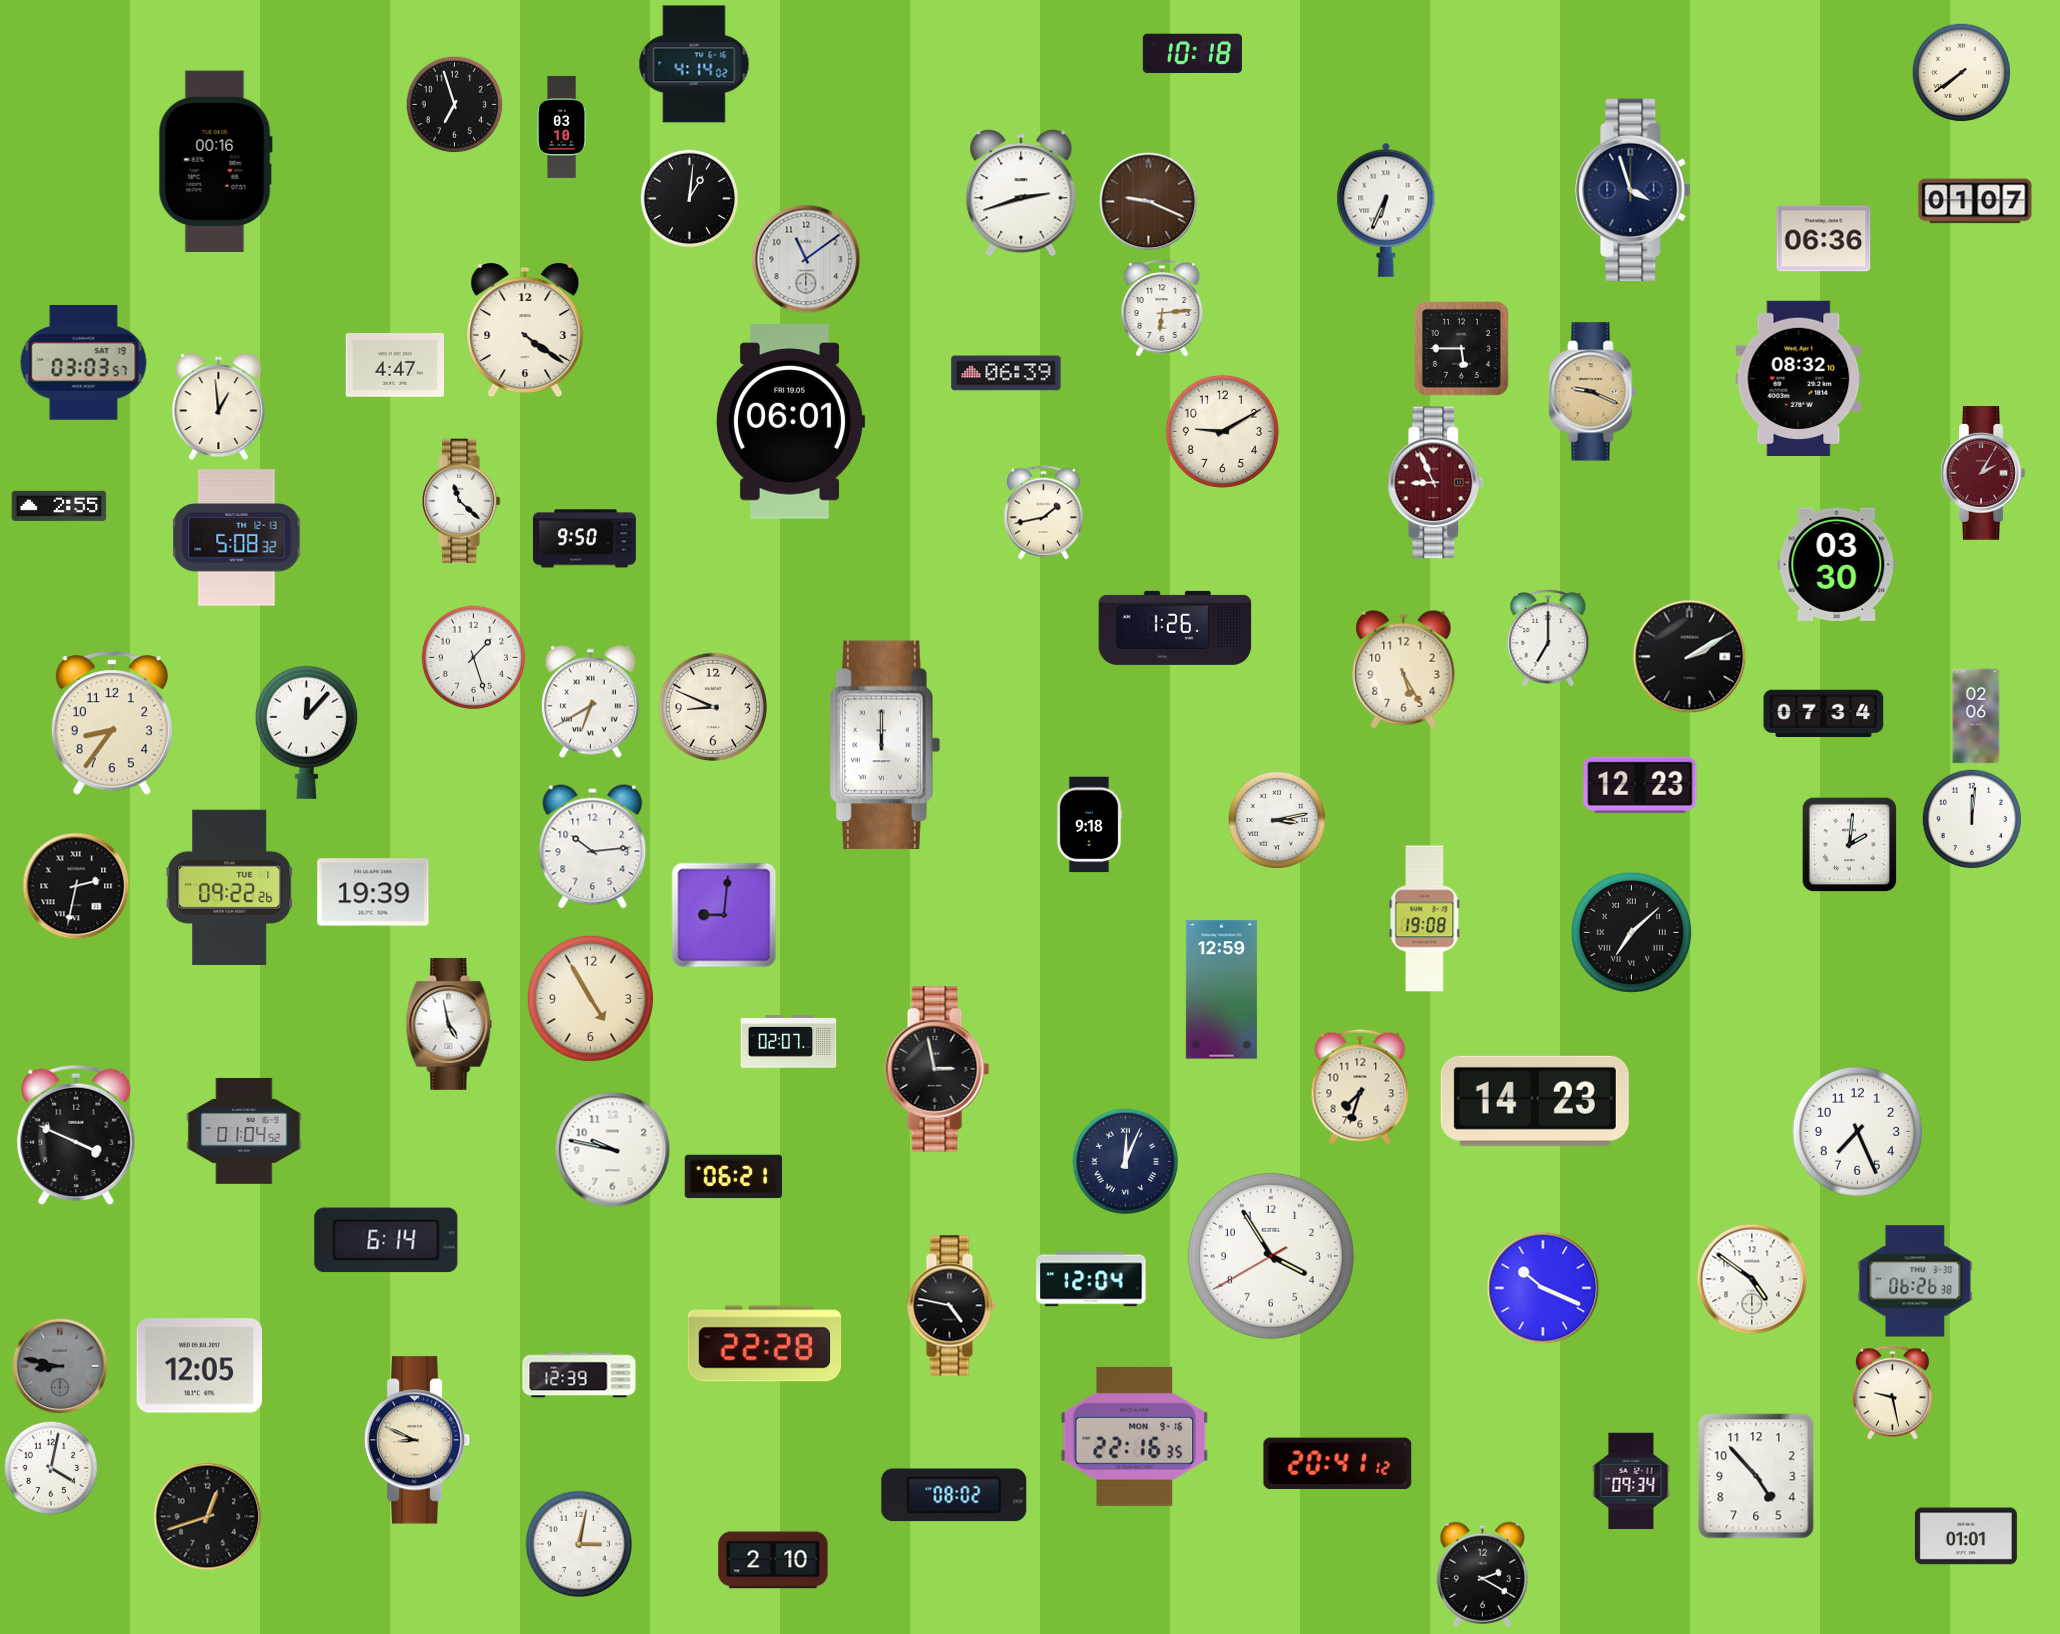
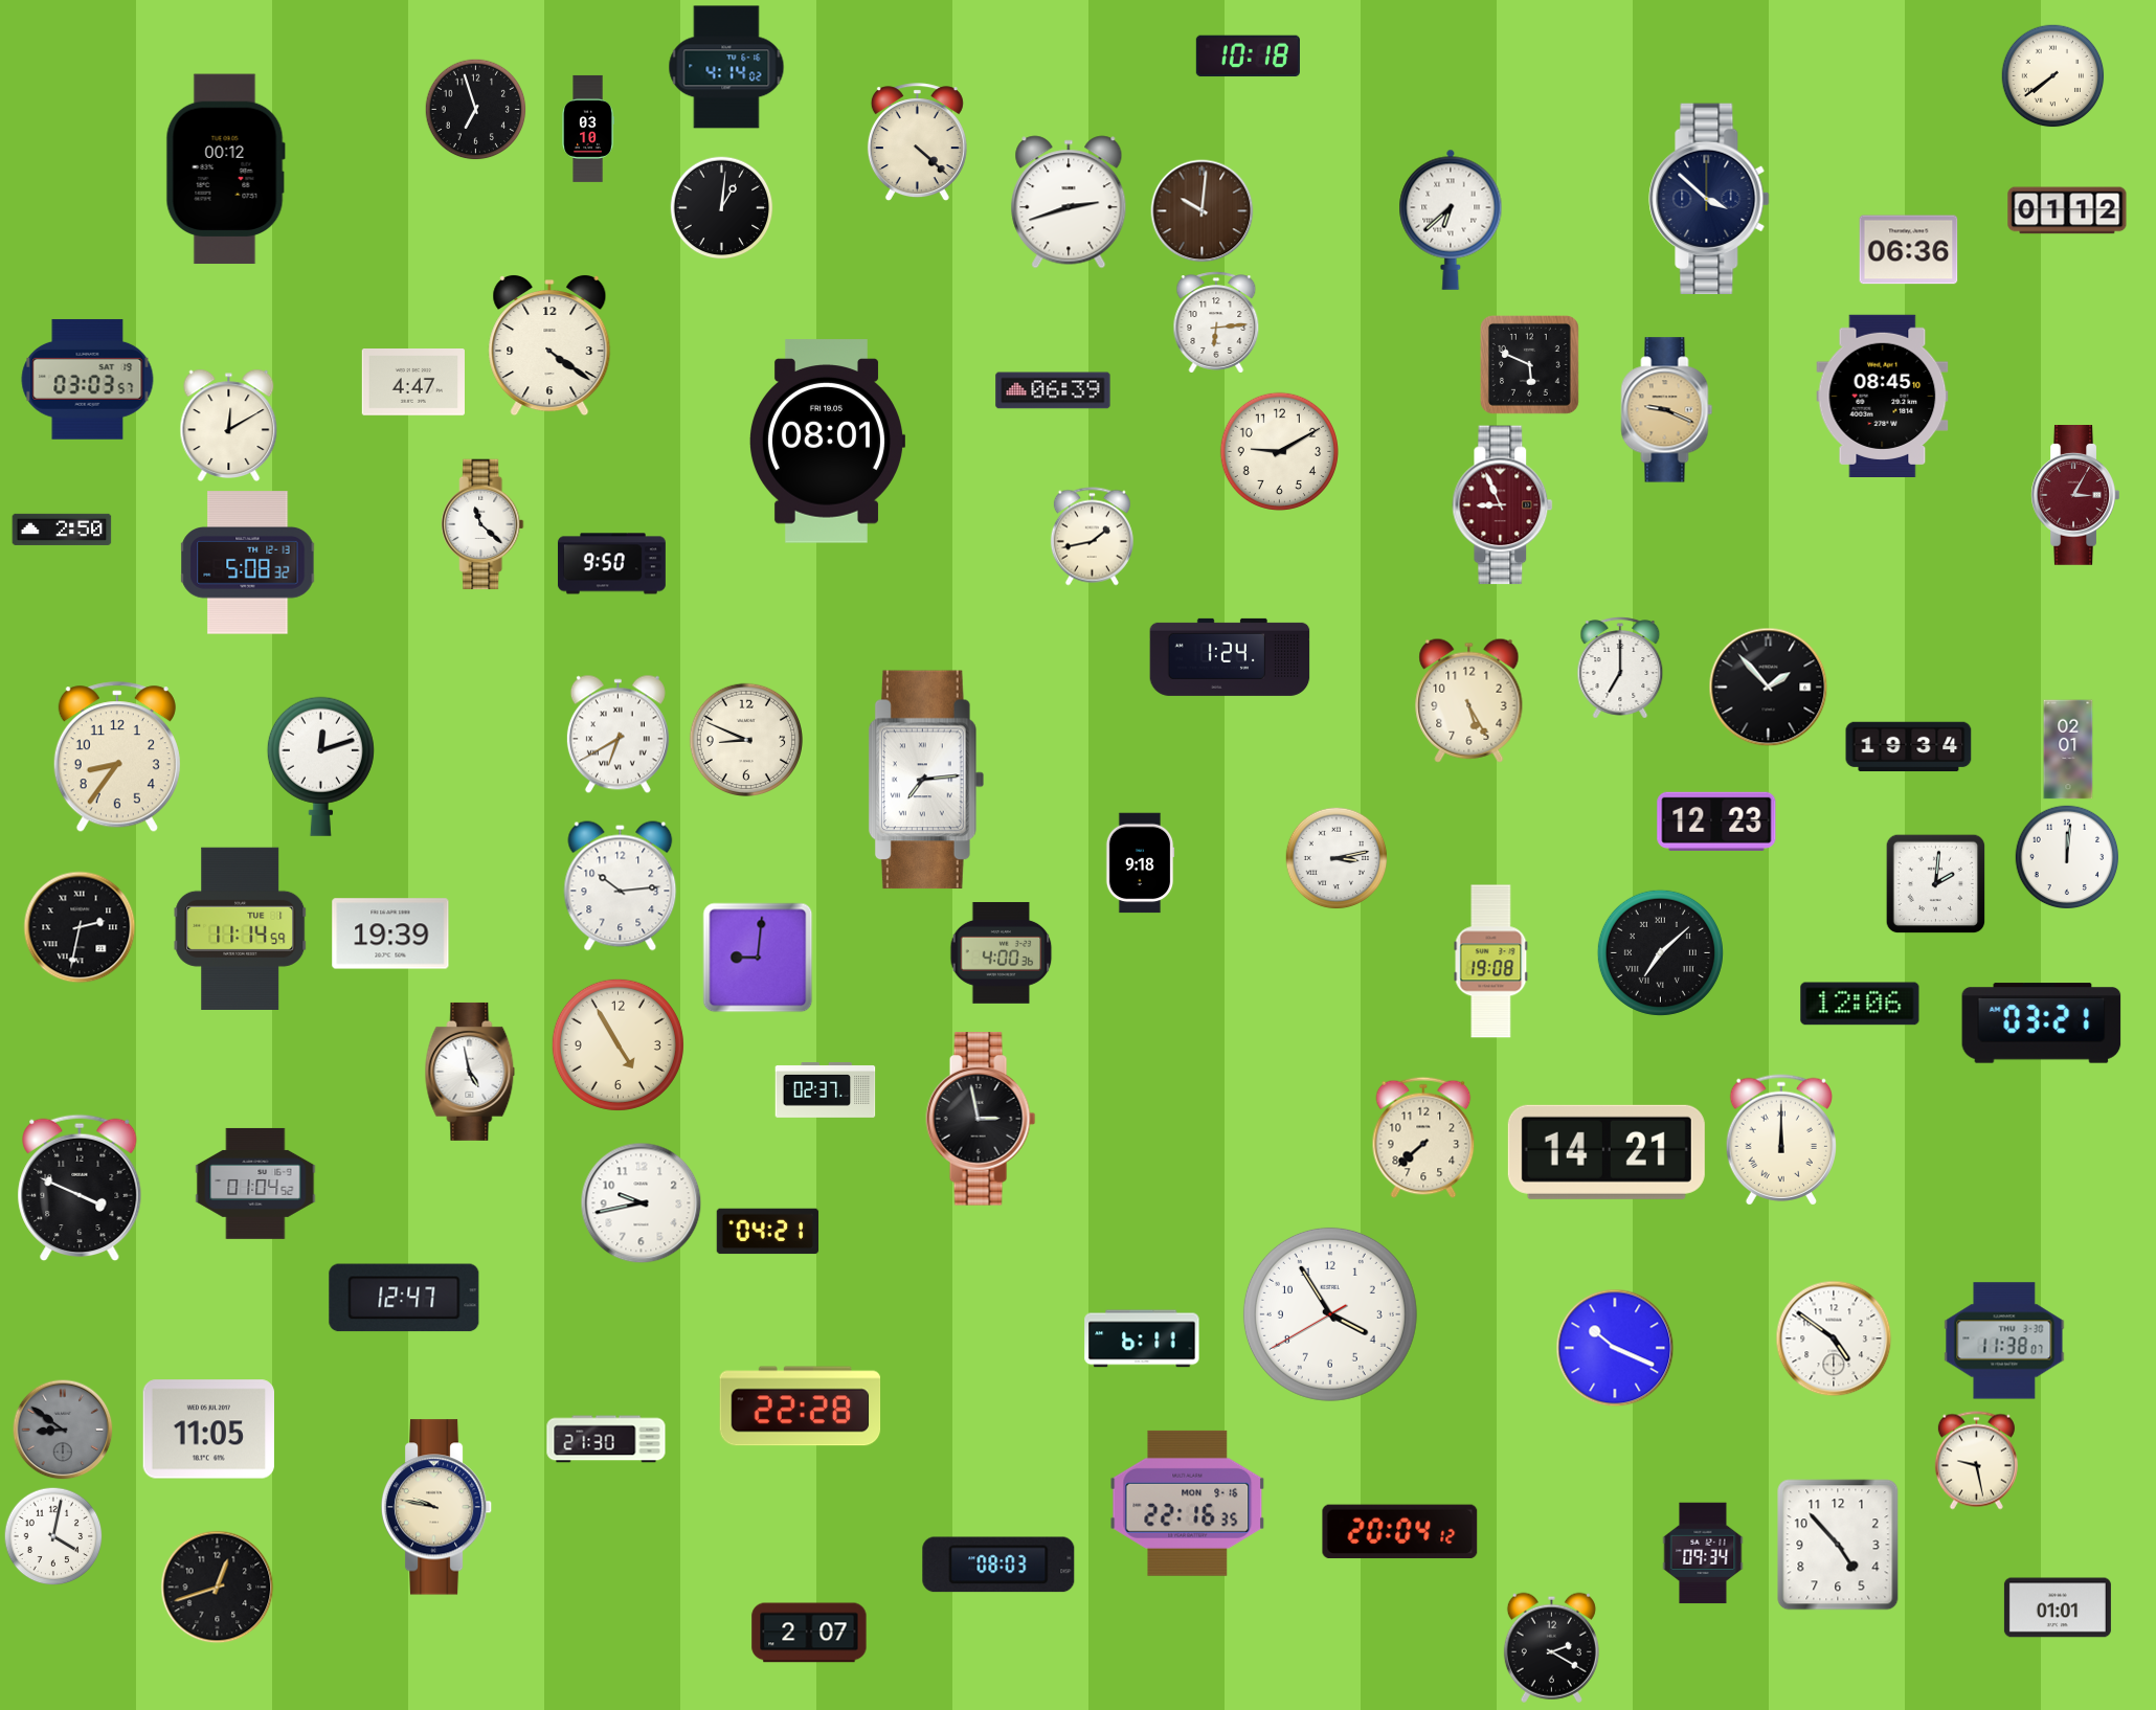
clock at (561, 127) position: (561, 127) -> (587, 129)
clock at (917, 142): none -> 4:22
clock at (215, 162): 00:16 -> 00:12
clock at (1633, 189): 3:57 -> 3:52
clock at (1975, 201): 01:07 -> 01:12
clock at (1149, 202): 9:19 -> 10:01
clock at (1386, 210): 6:34 -> 6:38
clock at (806, 259): 11:09 -> none
clock at (1461, 348): 5:45 -> 5:49
clock at (1799, 378): 08:32 -> 08:45
clock at (219, 406): 12:59 -> 12:10
clock at (789, 422): 06:01 -> 08:01
clock at (1983, 474): 2:05 -> 3:05
clock at (59, 506): 2:55 -> 2:50
clock at (1837, 564): 03:30 -> none
clock at (1175, 628): 1:26 -> 1:24
clock at (1690, 657): 2:10 -> 1:53
clock at (474, 658): 1:27 -> none
clock at (1824, 714): 07:34 -> 19:34
clock at (1976, 716): 02:06 -> 02:01
clock at (306, 732): 12:07 -> 12:12
clock at (885, 745): 12:00 -> 7:14
clock at (1972, 819) position: (1972, 819) -> (2067, 857)
clock at (230, 887): 09:22 -> 11:14
clock at (1002, 952): none -> 4:00
clock at (1631, 932) position: (1631, 932) -> (1660, 952)
clock at (1860, 1004): none -> 12:06
clock at (2042, 1023): none -> 03:21
clock at (1221, 990): 12:59 -> none
clock at (789, 1042): 02:07 -> 02:37
clock at (1360, 1087): 7:33 -> 7:38
clock at (1780, 1140): none -> 12:00
clock at (1535, 1101): 14:23 -> 14:21
clock at (1857, 1131): 7:26 -> none
clock at (613, 1150): 9:47 -> 9:43
clock at (1126, 1162): 12:04 -> none
clock at (734, 1177): 06:21 -> 04:21
clock at (386, 1240): 6:14 -> 12:47
clock at (1091, 1279): 12:04 -> 6:11
clock at (1915, 1281): 06:26 -> 11:38
clock at (951, 1306): 4:47 -> none
clock at (60, 1366): 8:47 -> 8:51
clock at (199, 1366): 12:05 -> 11:05
clock at (579, 1375): 12:39 -> 21:30
clock at (1892, 1393) position: (1892, 1393) -> (1976, 1461)
clock at (417, 1440): 8:49 -> 9:47
clock at (1338, 1464): 20:41 -> 20:04
clock at (1631, 1481) position: (1631, 1481) -> (1703, 1553)
clock at (954, 1495): 08:02 -> 08:03
clock at (579, 1544): 3:02 -> none
clock at (773, 1560): 2:10 -> 2:07
